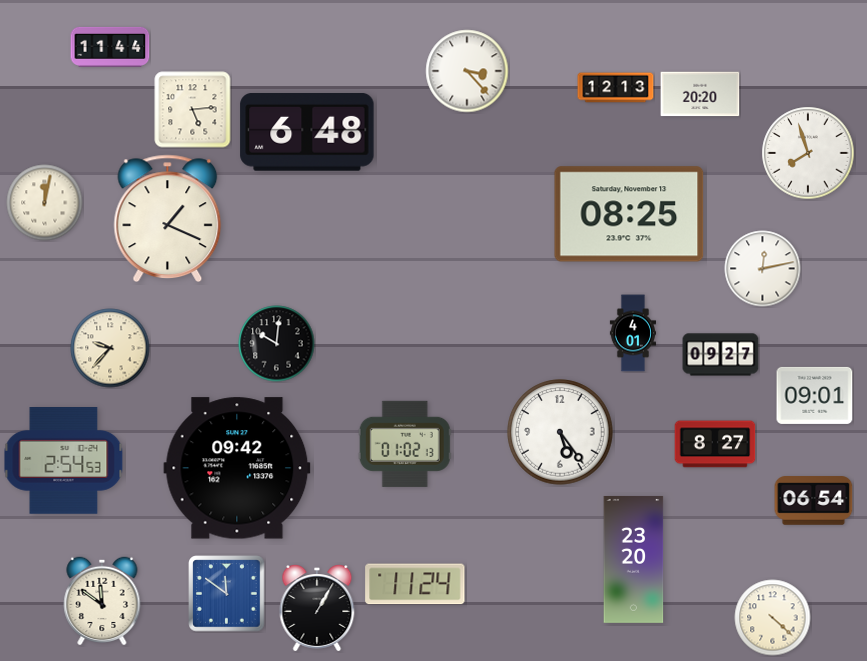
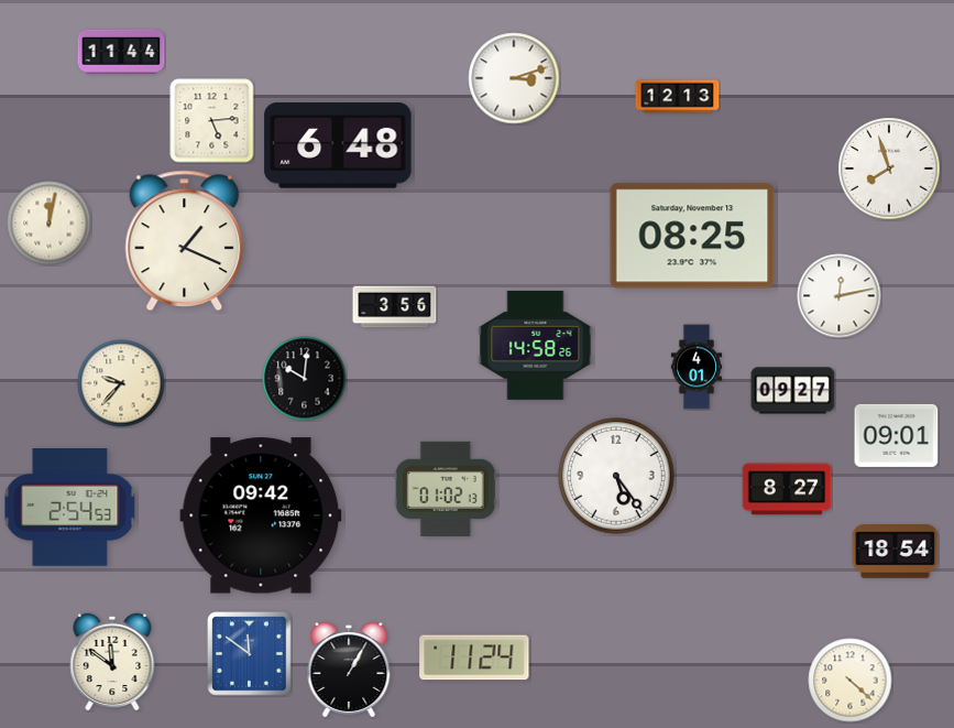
clock at (467, 71): 3:23 -> 3:12
clock at (700, 94): 20:20 -> none
clock at (395, 307): none -> 3:56
clock at (536, 345): none -> 14:58
clock at (814, 501): 06:54 -> 18:54
clock at (634, 559): 23:20 -> none
clock at (415, 584) position: (415, 584) -> (474, 658)
